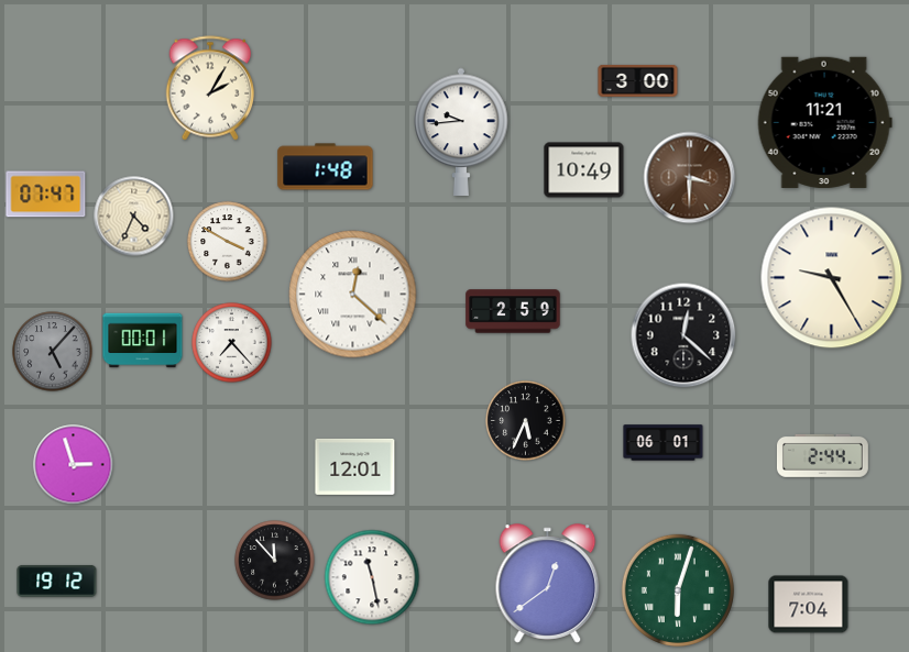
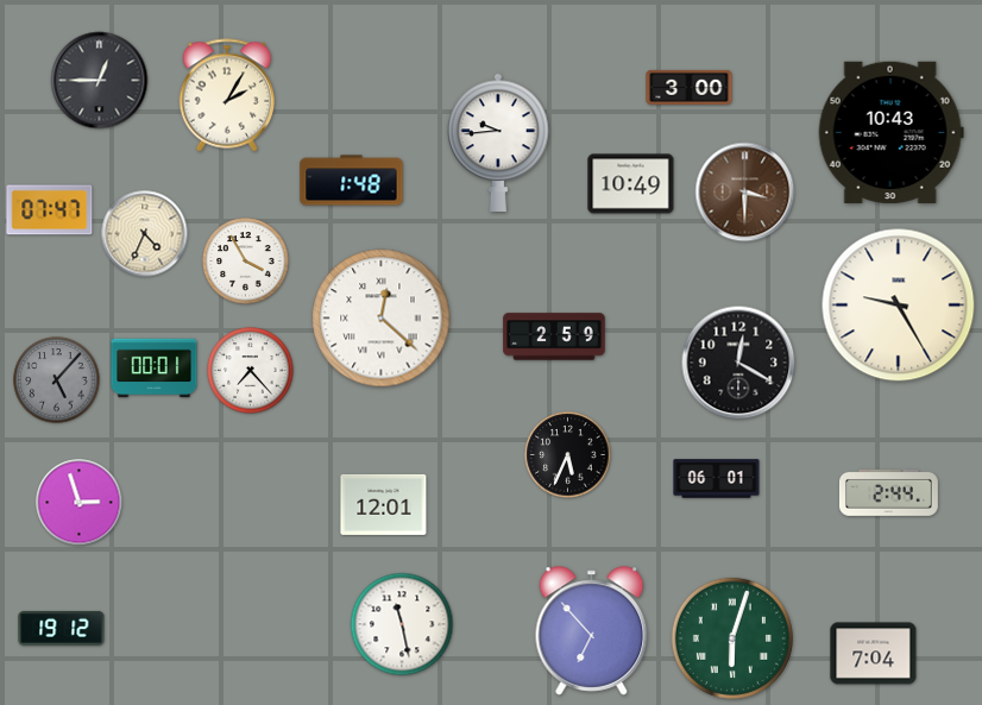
clock at (100, 81): none -> 12:45
clock at (824, 122): 11:21 -> 10:43
clock at (228, 242): 3:50 -> 3:55
clock at (832, 278) position: (832, 278) -> (899, 306)
clock at (683, 335): 12:22 -> 12:20
clock at (275, 561): 11:53 -> none
clock at (548, 584): 12:39 -> 6:53
